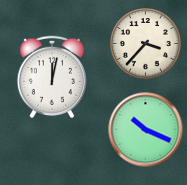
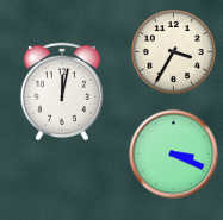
clock at (146, 44): 3:37 -> 3:35
clock at (146, 130): 10:19 -> 3:19
